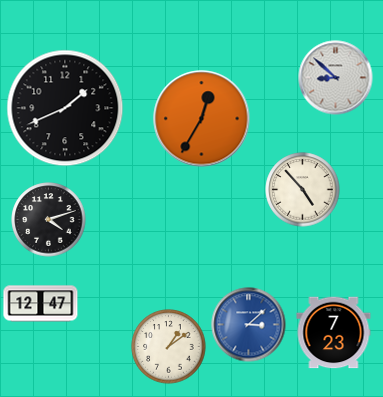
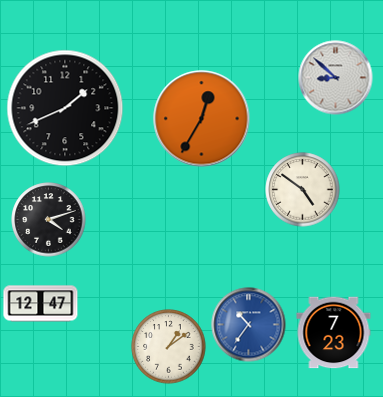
clock at (303, 190): 4:53 -> 4:51
clock at (249, 325): 3:08 -> 10:36
